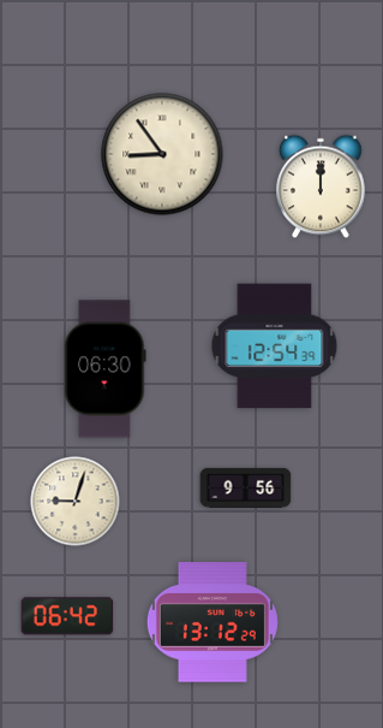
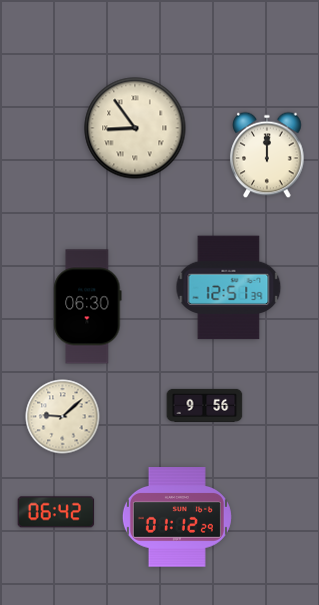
clock at (275, 347): 12:54 -> 12:51
clock at (76, 502): 9:03 -> 9:08
clock at (213, 622): 13:12 -> 01:12
